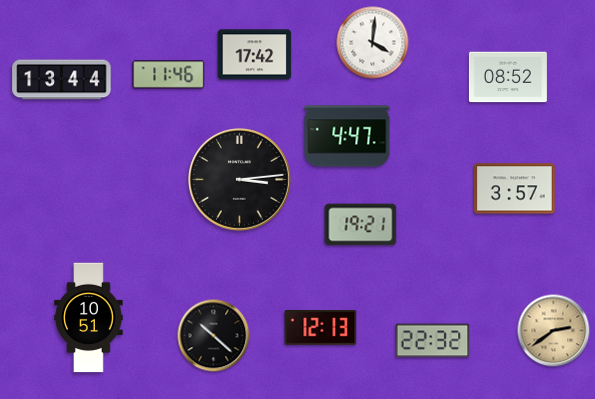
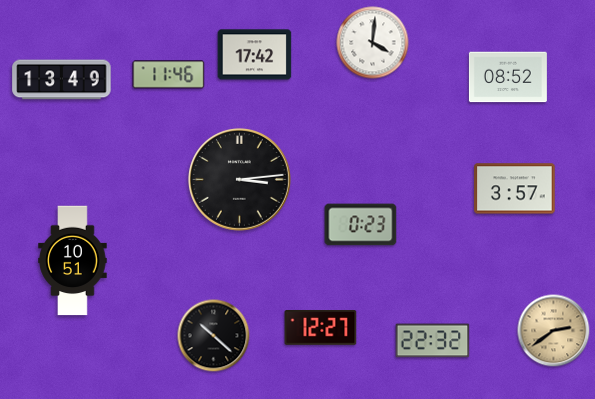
clock at (62, 80): 13:44 -> 13:49
clock at (347, 136): 4:47 -> none
clock at (361, 225): 19:21 -> 0:23
clock at (89, 318) position: (89, 318) -> (73, 261)
clock at (321, 328): 12:13 -> 12:27
